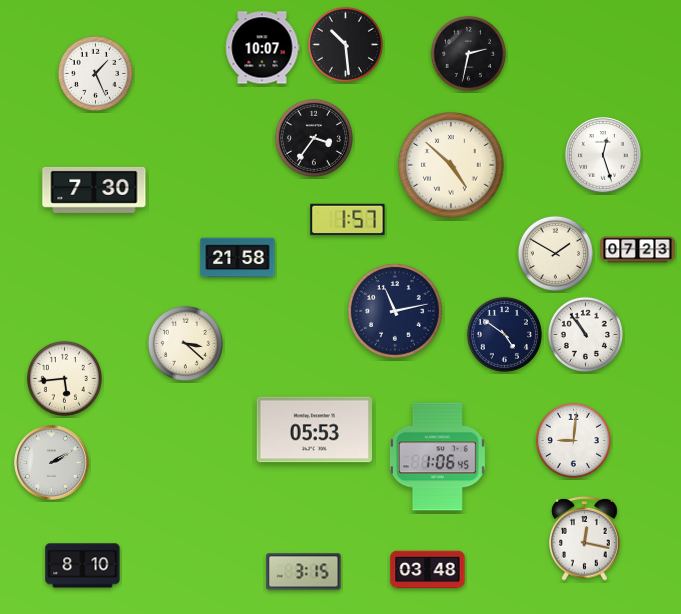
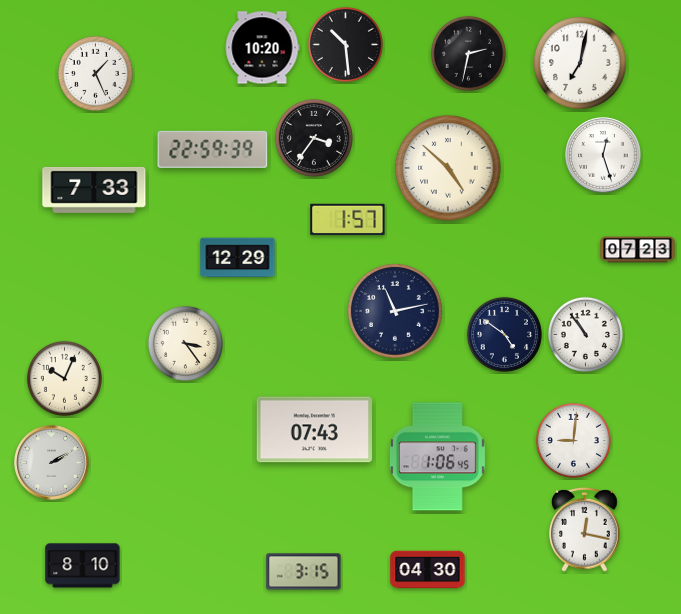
clock at (262, 48): 10:07 -> 10:20
clock at (581, 64): none -> 7:02
clock at (213, 149): none -> 22:59
clock at (451, 165) position: (451, 165) -> (448, 168)
clock at (94, 190): 7:30 -> 7:33
clock at (555, 253): 1:50 -> none
clock at (238, 258): 21:58 -> 12:29
clock at (185, 343): 3:22 -> 3:24
clock at (64, 378): 5:44 -> 10:04
clock at (315, 430): 05:53 -> 07:43
clock at (585, 538) position: (585, 538) -> (585, 529)
clock at (428, 570): 03:48 -> 04:30
